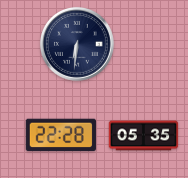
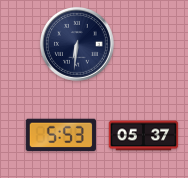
clock at (61, 135): 22:28 -> 5:53
clock at (144, 136): 05:35 -> 05:37
